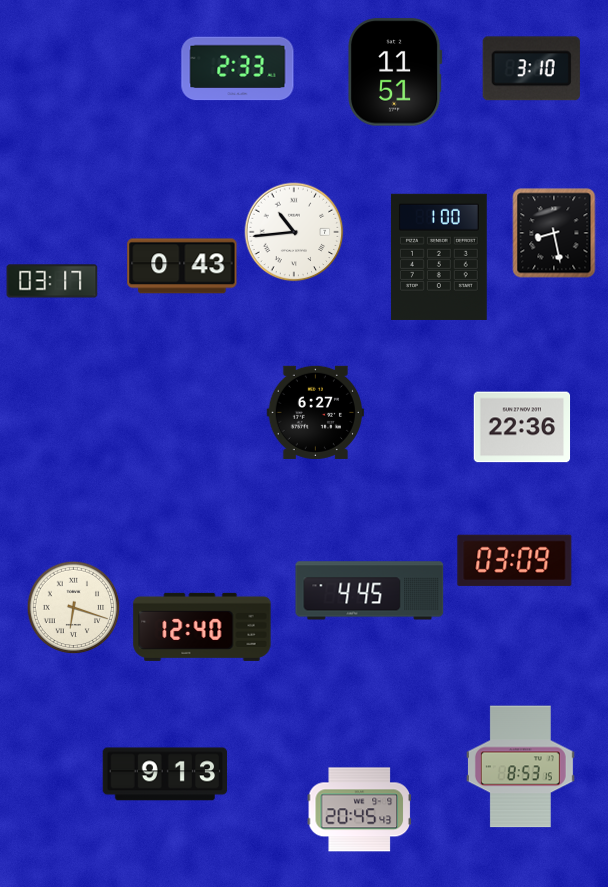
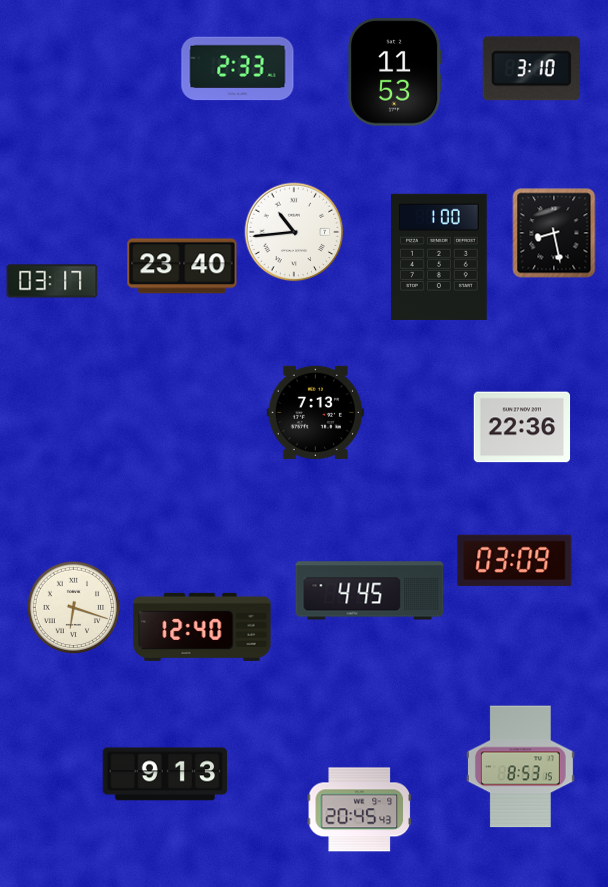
clock at (395, 72): 11:51 -> 11:53
clock at (182, 266): 0:43 -> 23:40
clock at (315, 412): 6:27 -> 7:13
